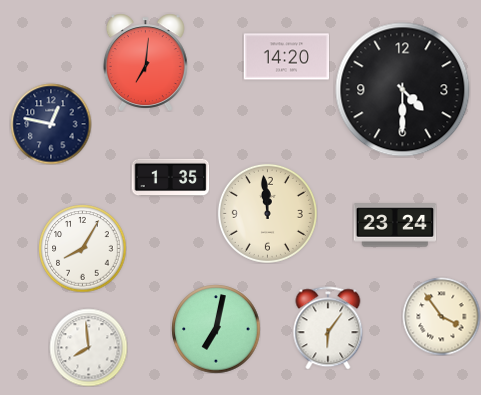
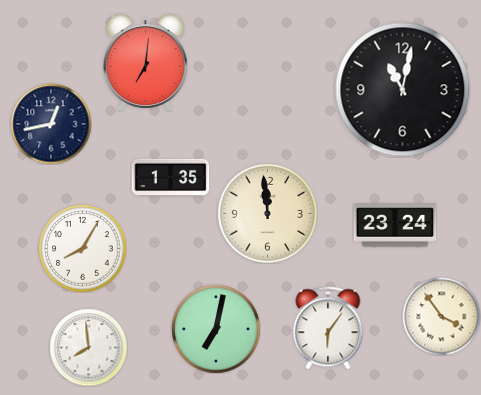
clock at (286, 57): 14:20 -> none
clock at (403, 90): 4:30 -> 11:02
clock at (51, 124): 12:47 -> 12:43
